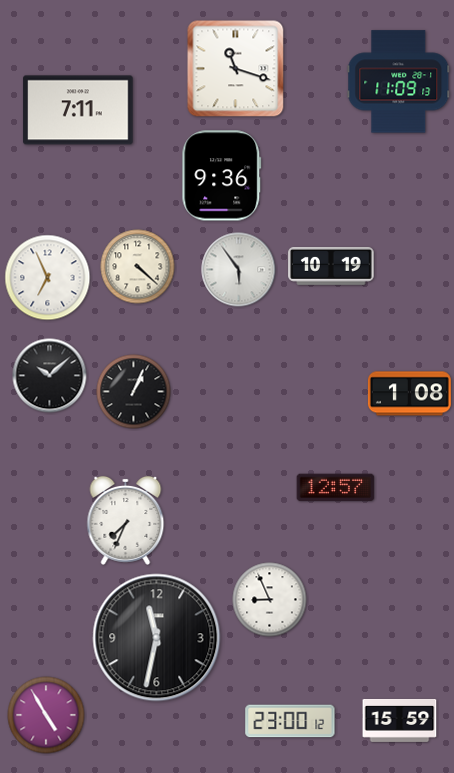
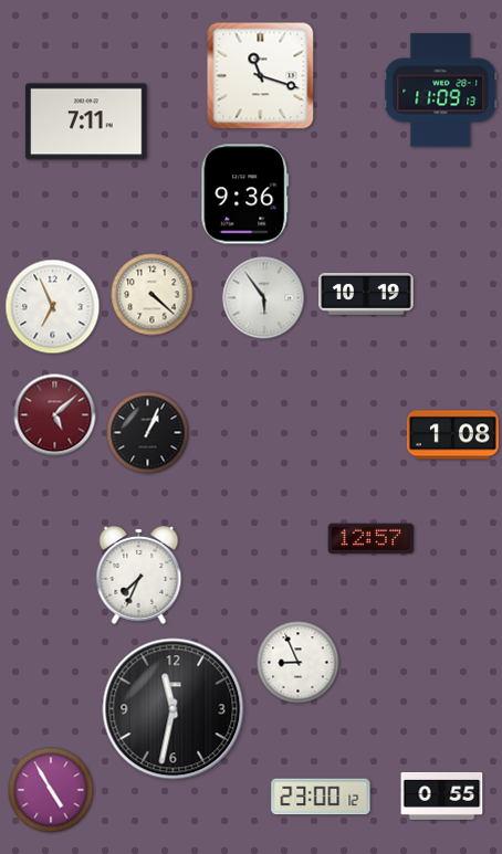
clock at (50, 376): 10:08 -> 5:08
clock at (50, 376) dial: black -> burgundy
clock at (157, 638) position: (157, 638) -> (174, 709)
clock at (400, 720): 15:59 -> 0:55
